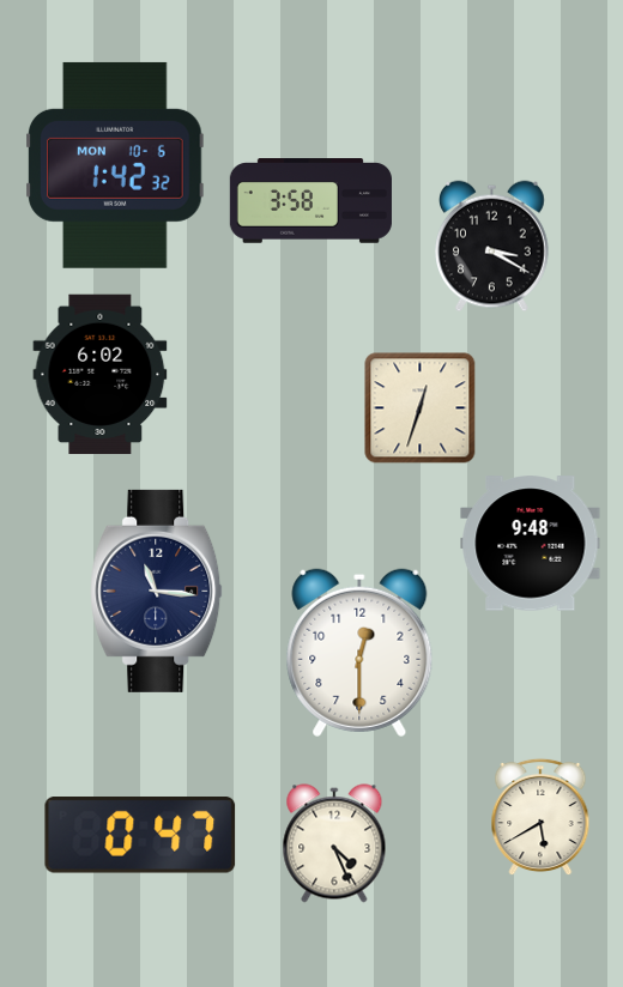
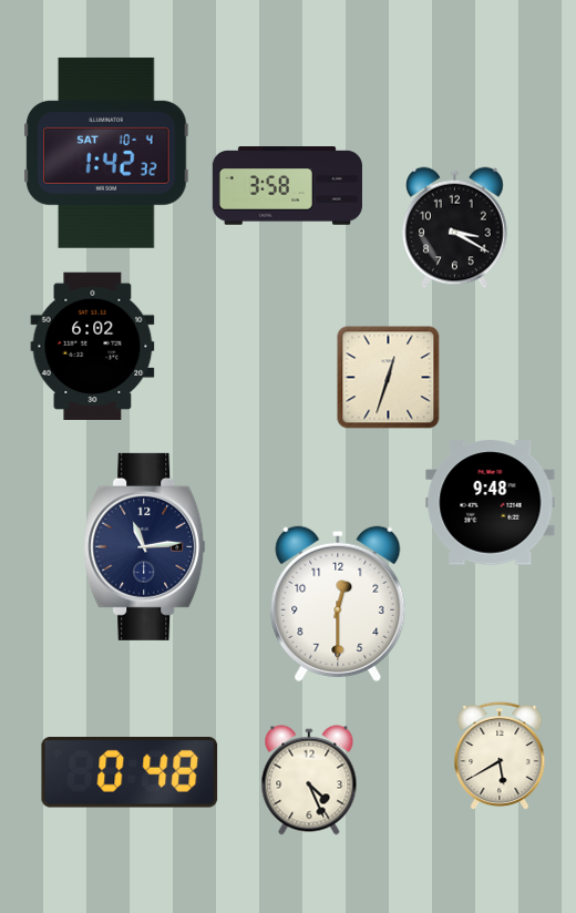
clock at (115, 165) date: MON 10-6 -> SAT 10-4
clock at (157, 591): 11:16 -> 11:14
clock at (359, 653) position: (359, 653) -> (338, 604)
clock at (140, 836): 0:47 -> 0:48
